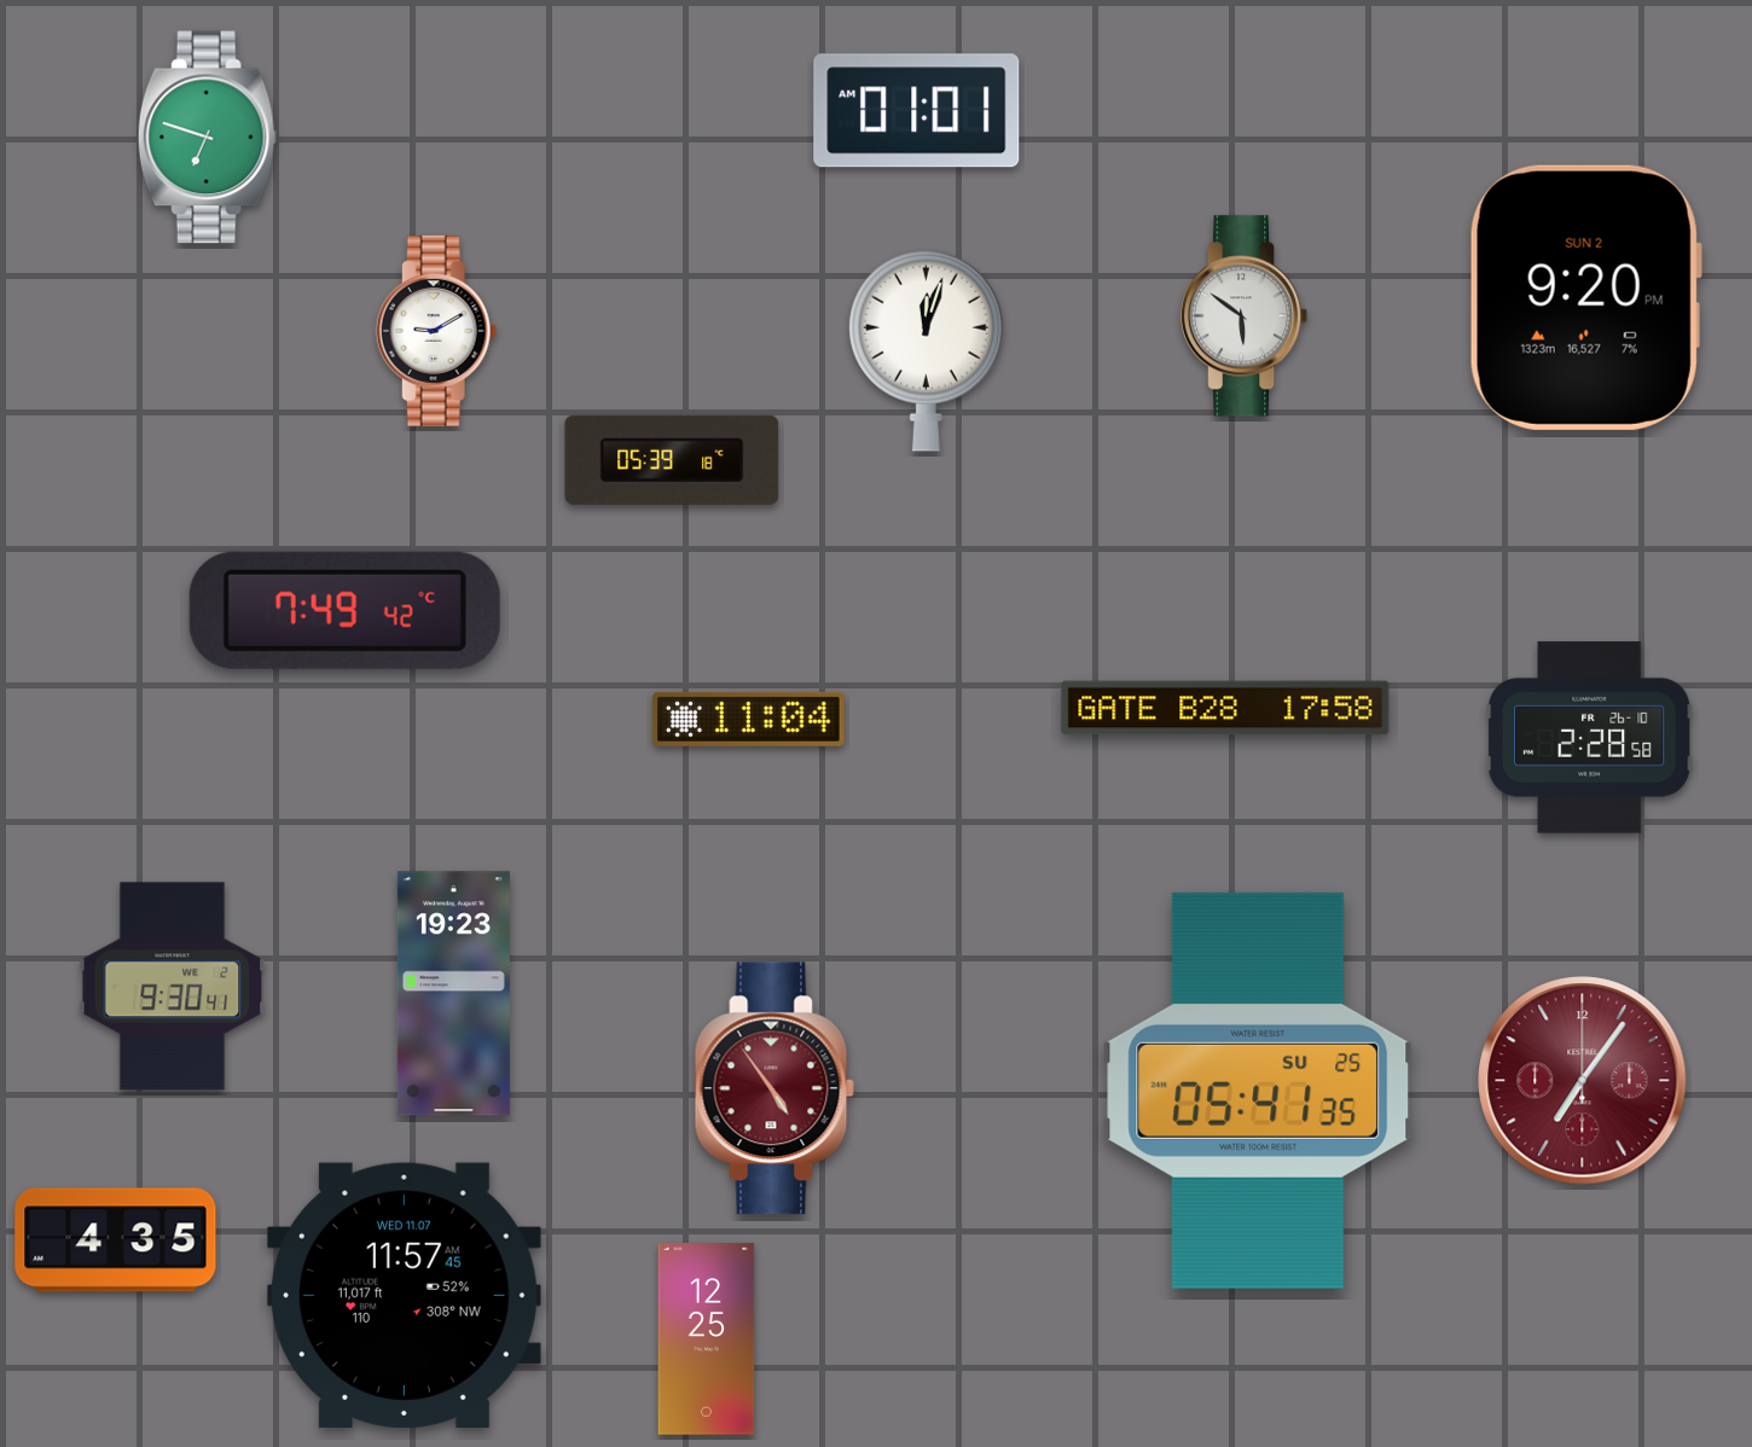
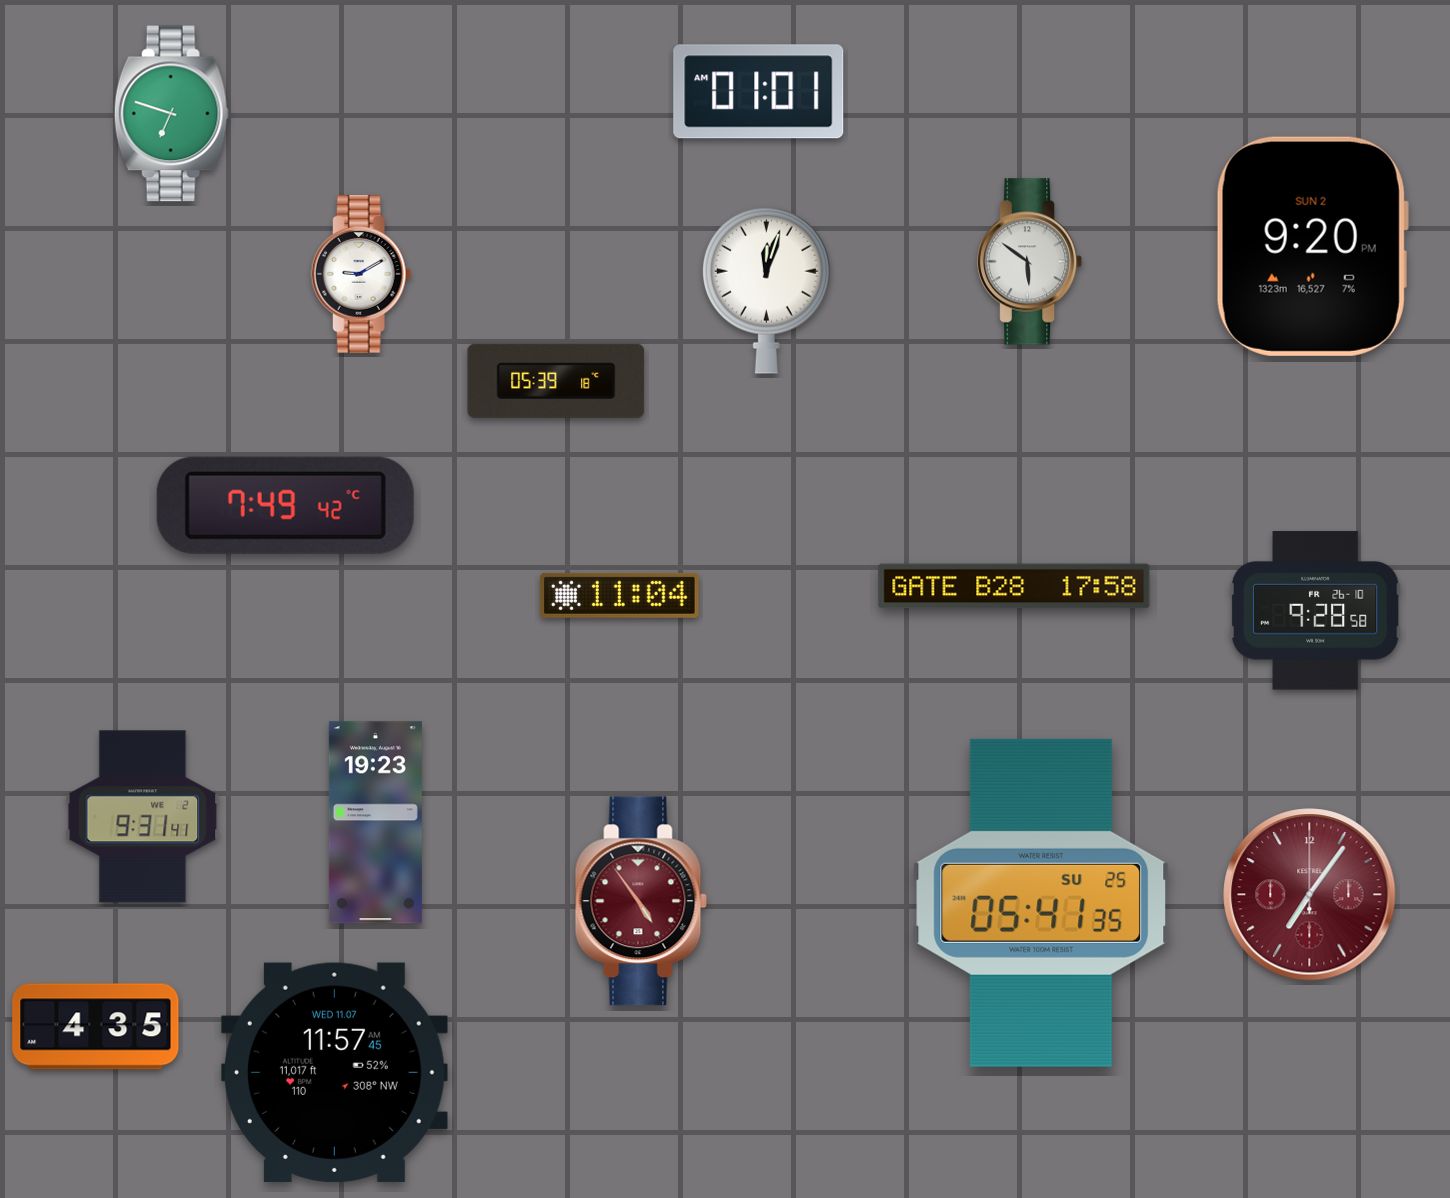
clock at (1589, 738): 2:28 -> 9:28
clock at (173, 987): 9:30 -> 9:31
clock at (707, 1340): 12:25 -> none
